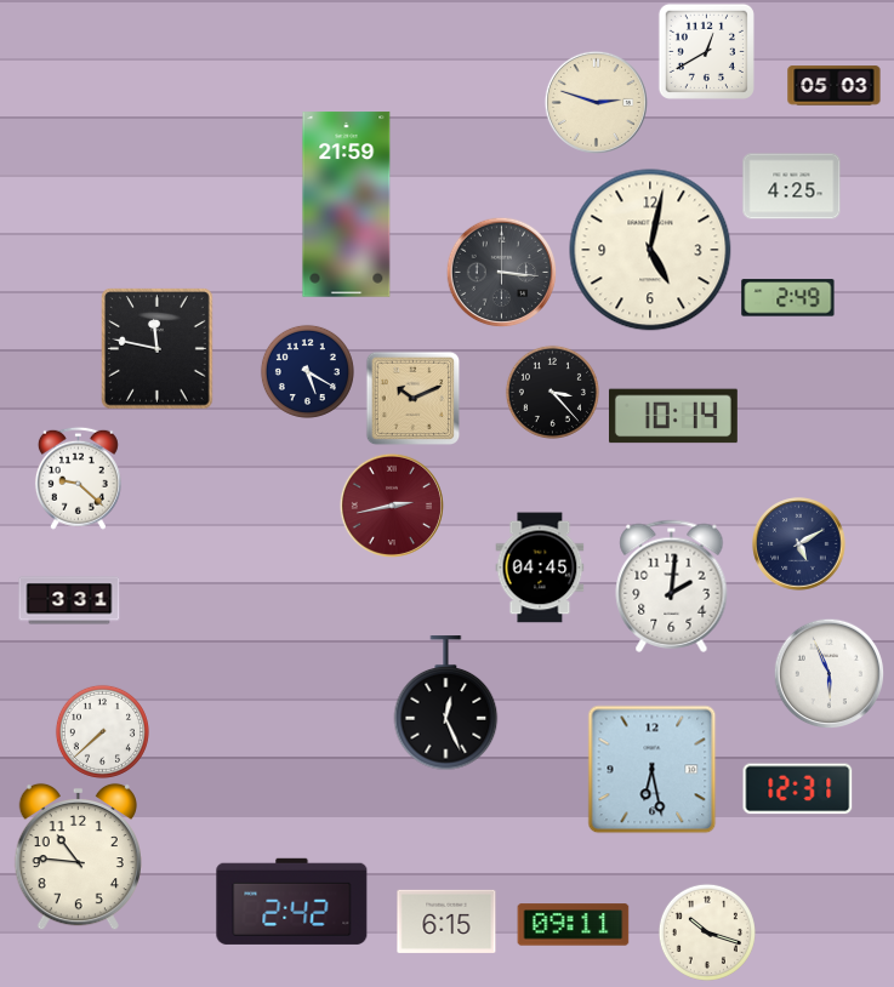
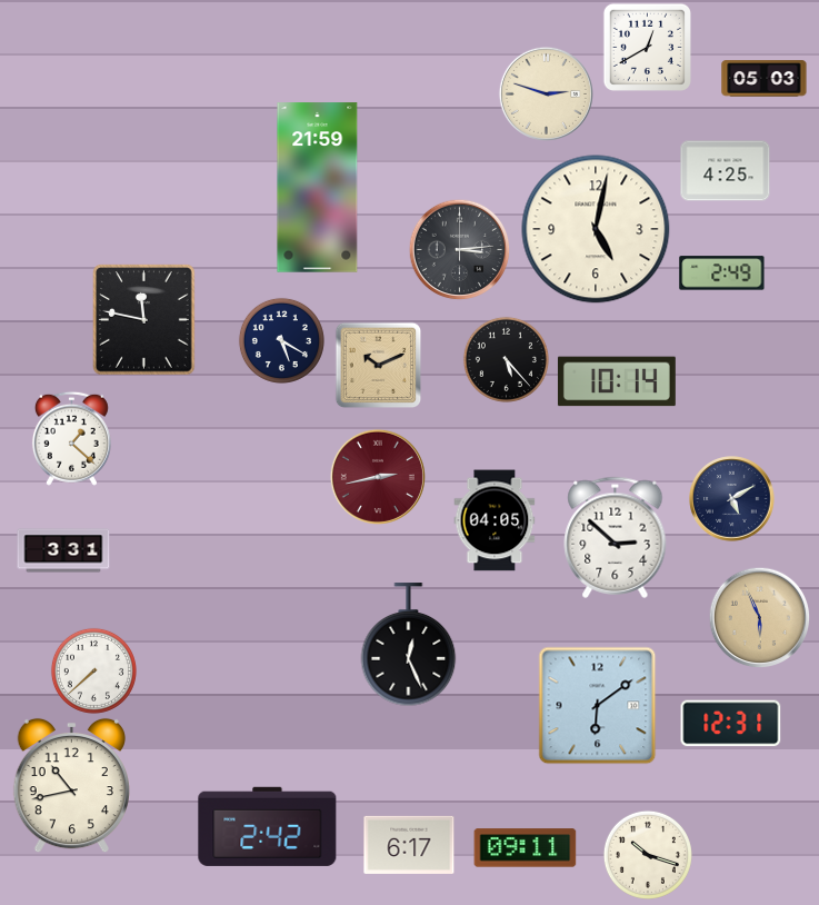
clock at (501, 272): 3:16 -> 3:14
clock at (552, 392): 3:23 -> 5:23
clock at (78, 478): 9:22 -> 1:22
clock at (392, 506) position: (392, 506) -> (378, 477)
clock at (540, 567): 04:45 -> 04:05
clock at (672, 586): 2:01 -> 2:52
clock at (828, 673) dial: white -> champagne
clock at (653, 770): 6:28 -> 6:09
clock at (78, 857): 10:46 -> 10:43
clock at (446, 922): 6:15 -> 6:17
